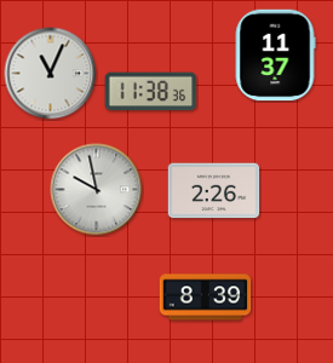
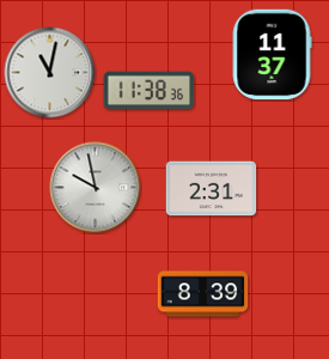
clock at (51, 74): 11:04 -> 11:02
clock at (214, 191): 2:26 -> 2:31
